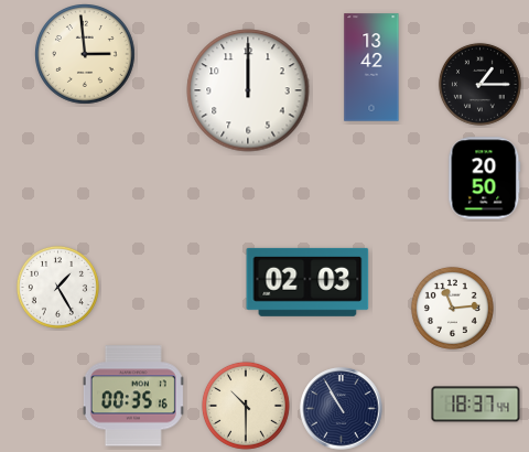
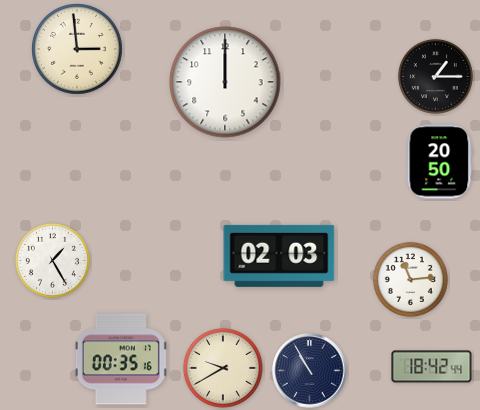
clock at (371, 67): 13:42 -> none
clock at (476, 405): 18:37 -> 18:42
clock at (246, 406): 10:30 -> 9:40
